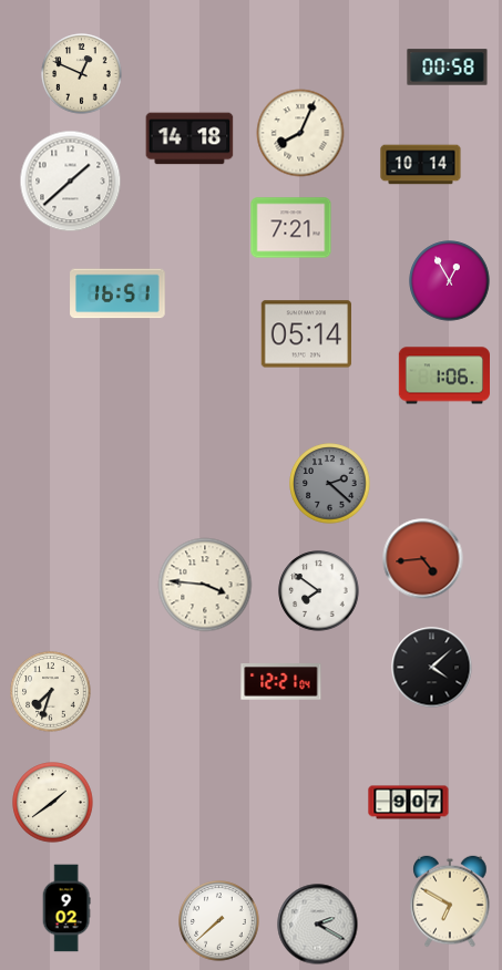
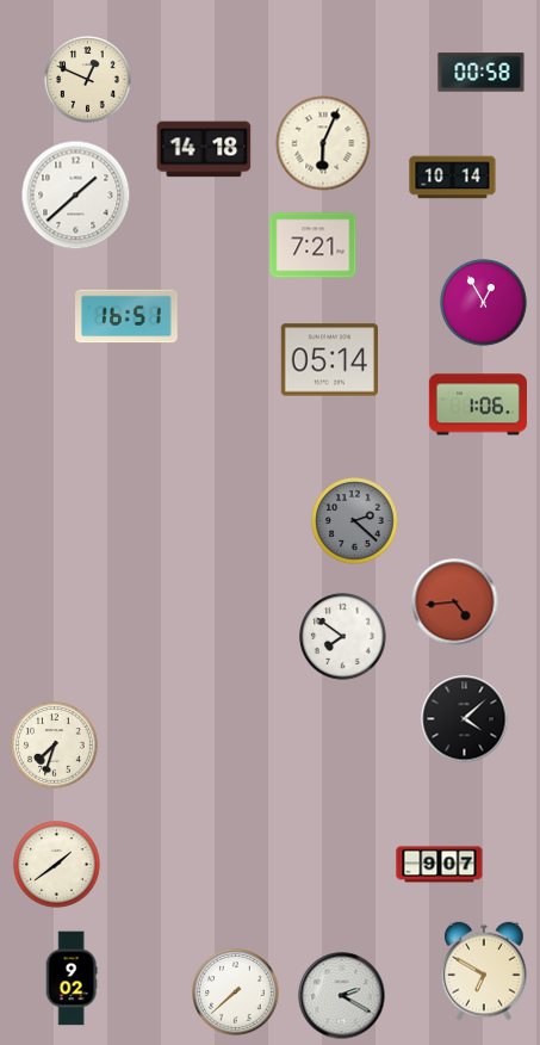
clock at (300, 133): 8:04 -> 6:04
clock at (205, 585): 3:46 -> none
clock at (281, 682): 12:21 -> none
